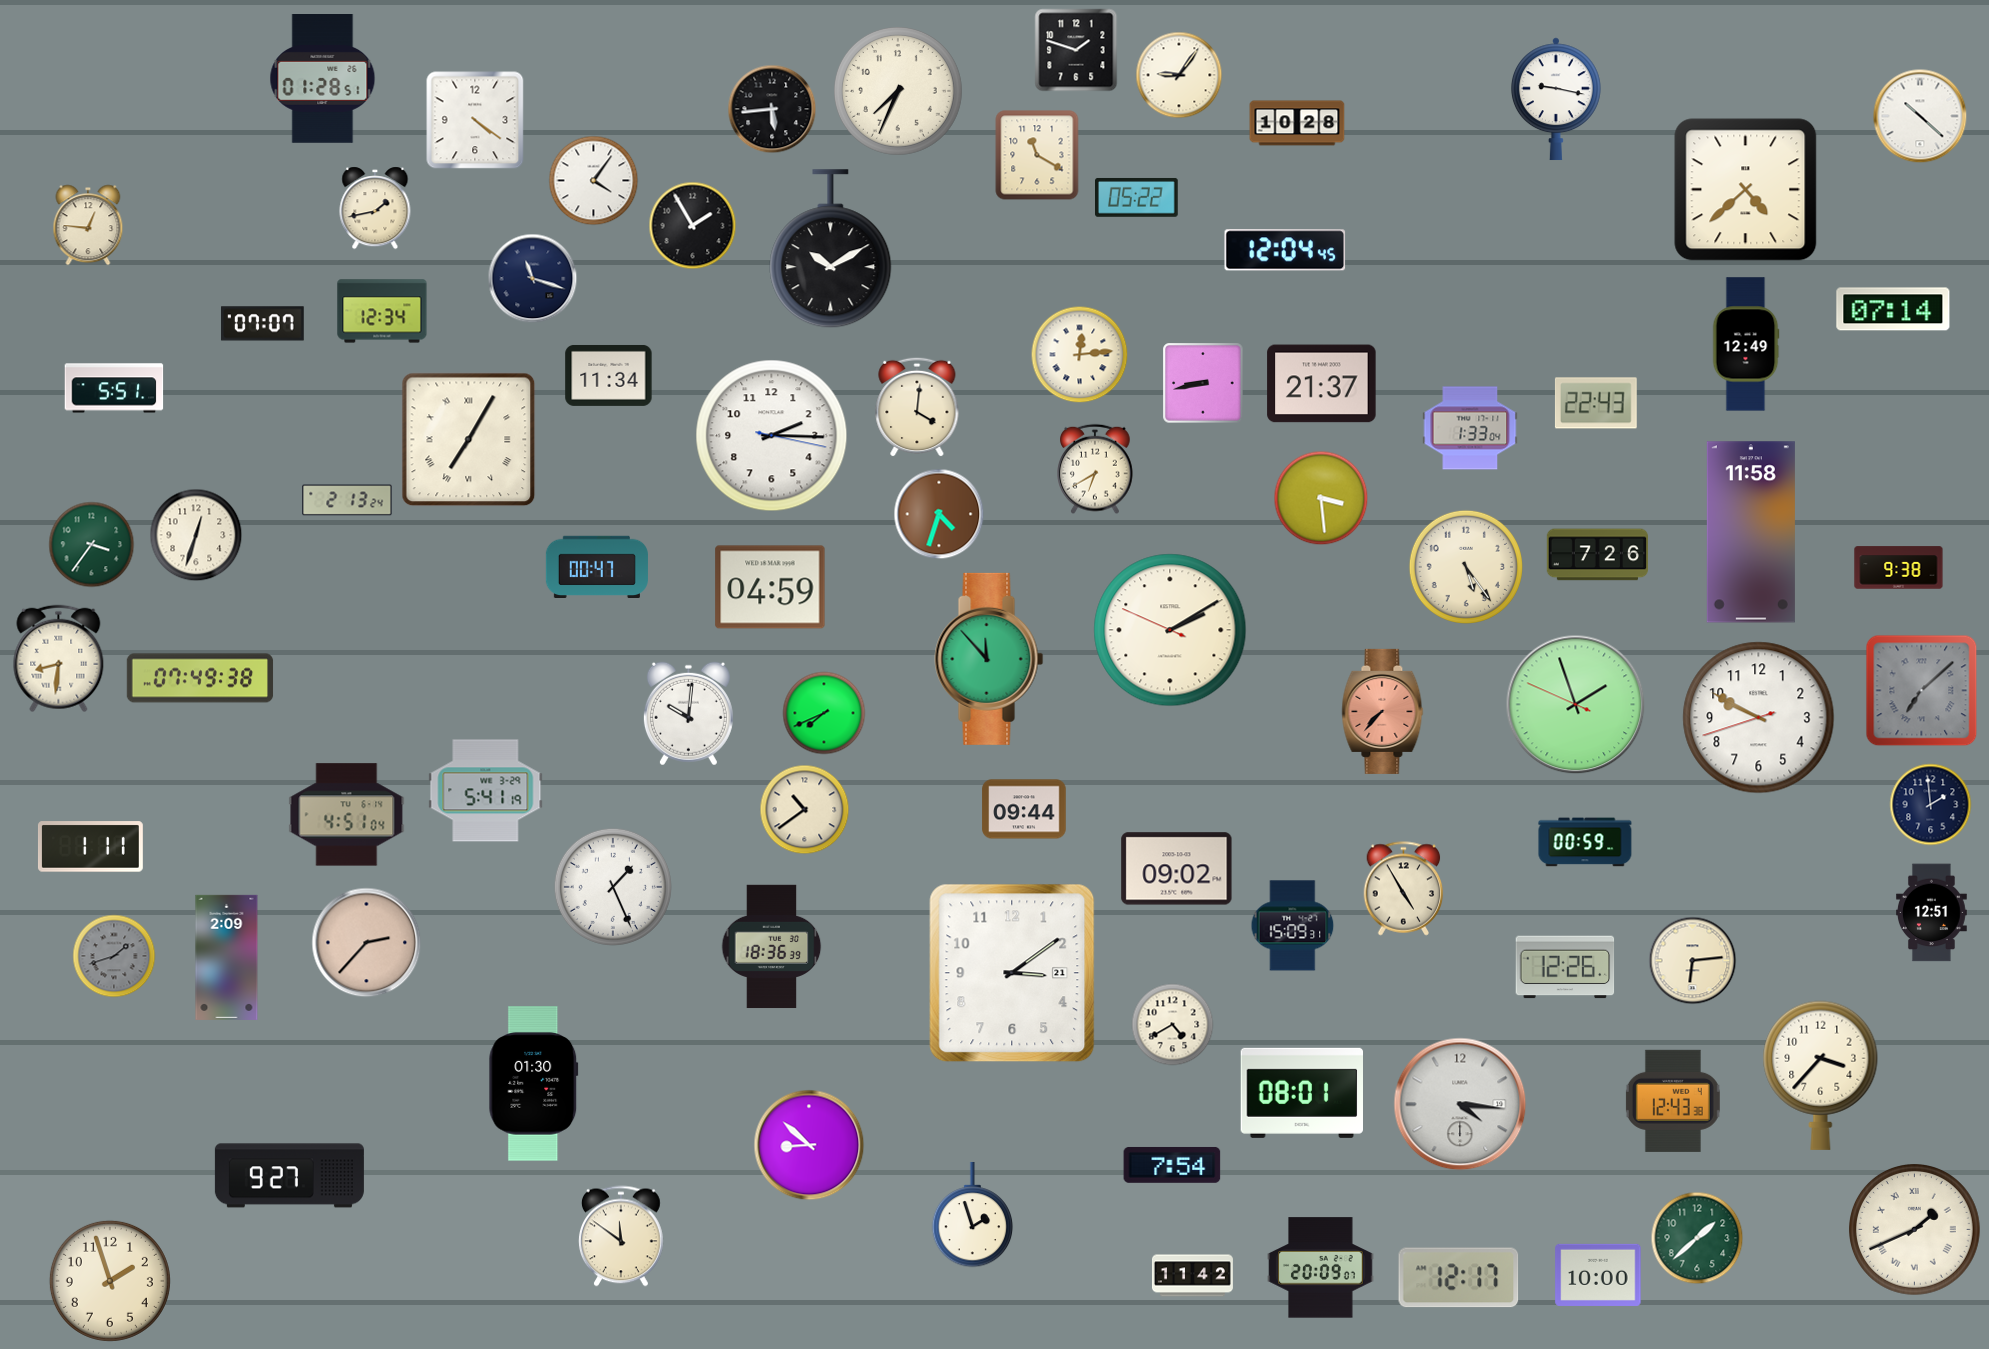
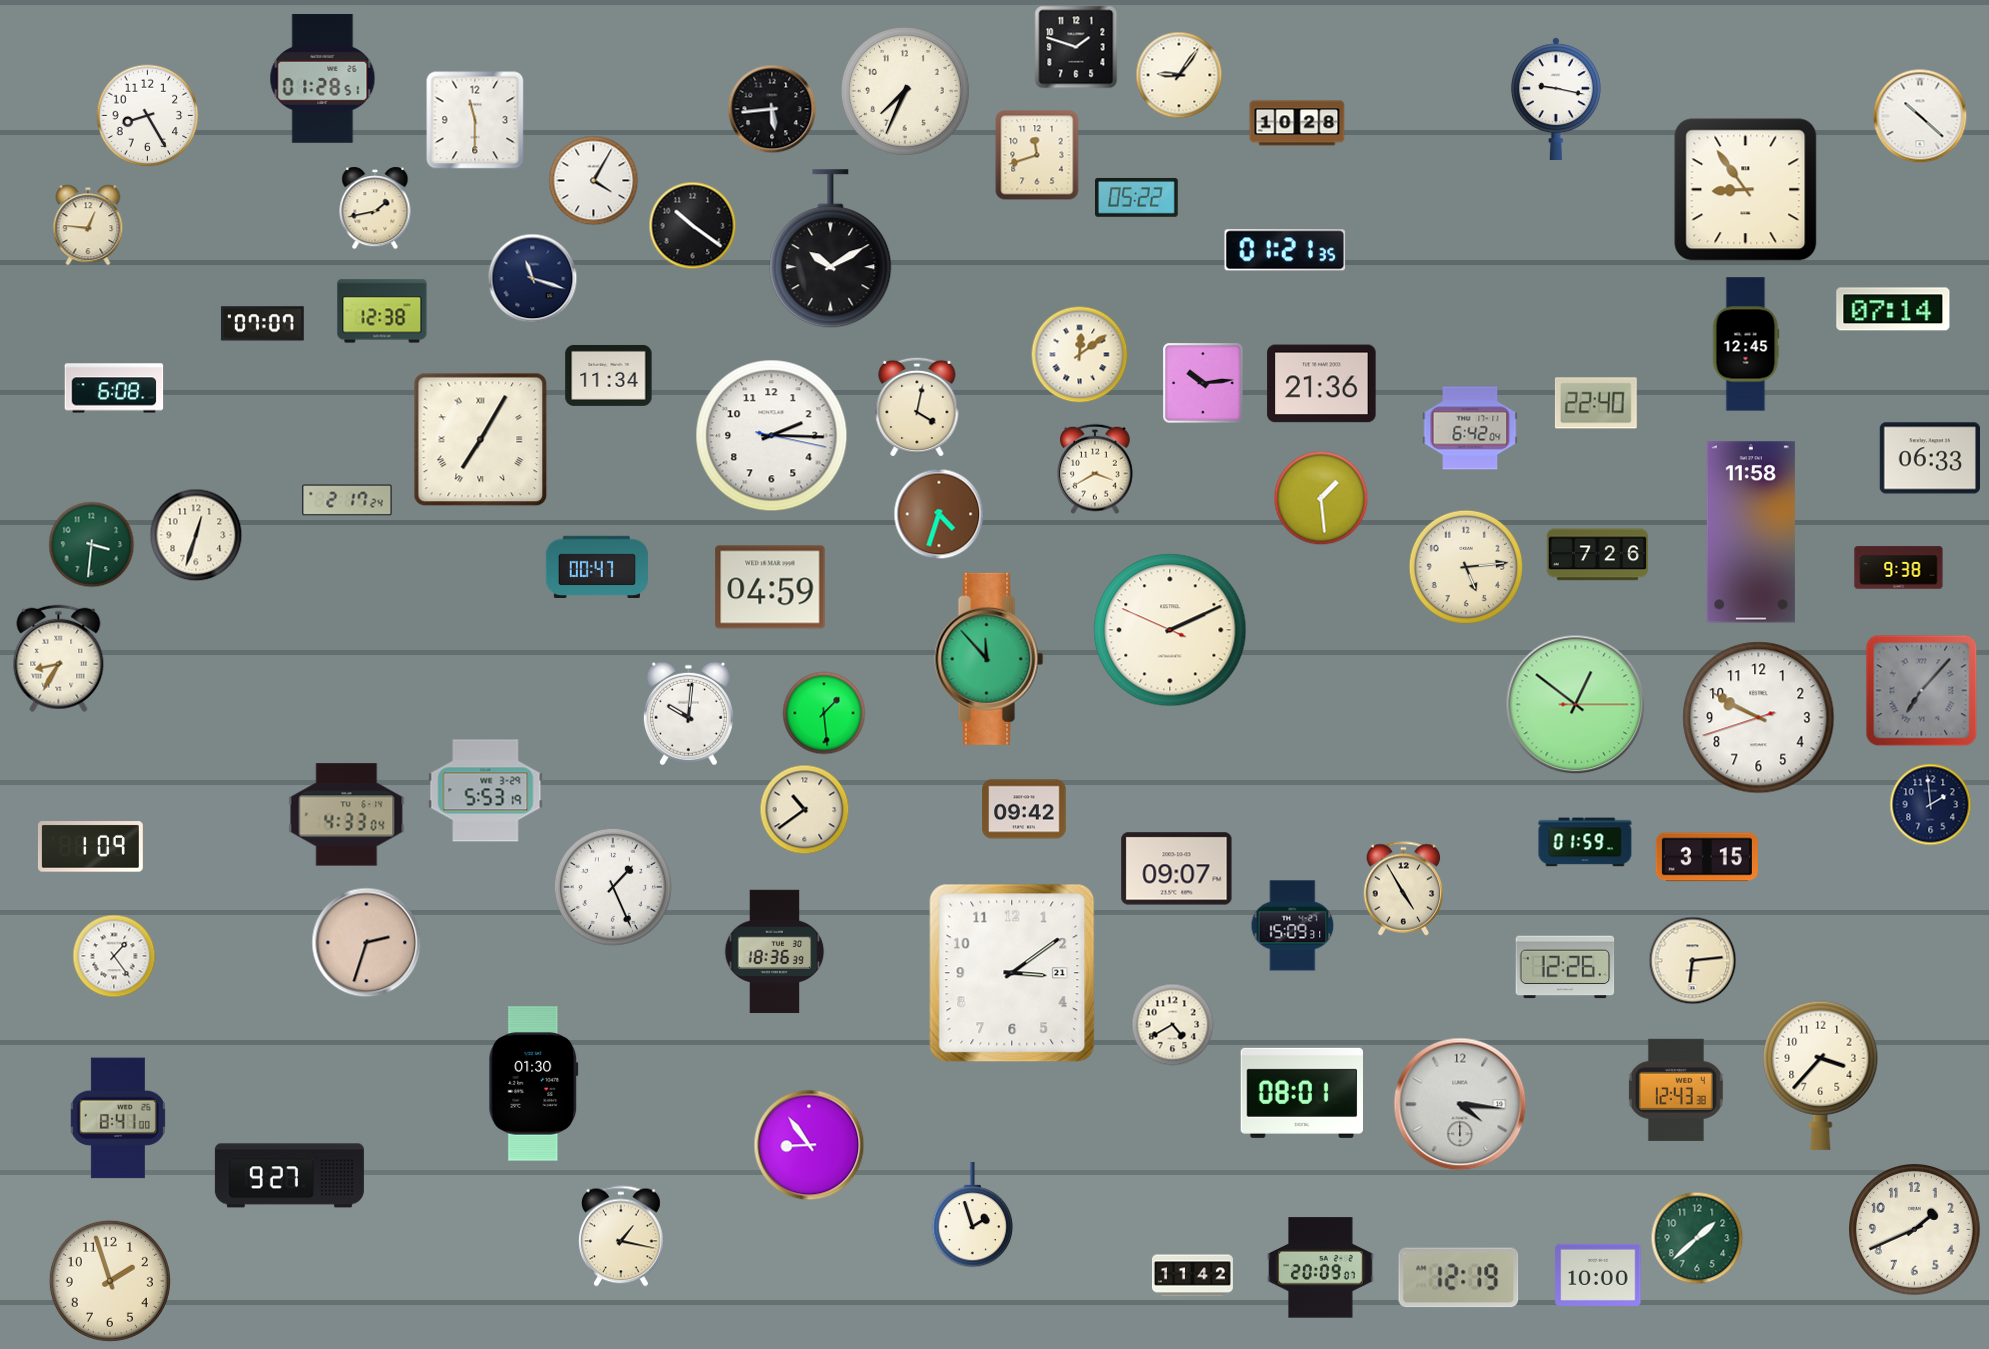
clock at (1076, 50) position: (1076, 50) -> (1076, 47)
clock at (898, 91) position: (898, 91) -> (905, 91)
clock at (148, 116): none -> 8:25
clock at (475, 120): 4:21 -> 11:30
clock at (1037, 155): 11:20 -> 11:42
clock at (594, 181): 4:06 -> 4:05
clock at (1746, 190): 4:38 -> 8:54
clock at (693, 226): 1:55 -> 10:21
clock at (1285, 250): 12:04 -> 01:21
clock at (382, 311): 12:34 -> 12:38
clock at (1746, 344): 12:49 -> 12:45
clock at (1080, 355): 12:14 -> 12:09
clock at (1203, 383): 8:43 -> 10:14
clock at (1322, 384): 21:37 -> 21:36
clock at (114, 388): 5:51 -> 6:08
clock at (1596, 403): 22:43 -> 22:40
clock at (917, 407): 4:01 -> 4:02
clock at (1470, 428): 1:33 -> 6:42
clock at (469, 440) position: (469, 440) -> (481, 440)
clock at (1929, 458): none -> 06:33
clock at (1096, 469): 6:40 -> 3:40
clock at (1321, 498): 3:29 -> 1:29
clock at (347, 500): 2:13 -> 2:17
clock at (92, 545): 3:36 -> 3:31
clock at (1466, 567): 5:24 -> 5:14
clock at (1170, 630): 2:09 -> 2:10
clock at (59, 659): 8:31 -> 8:35
clock at (200, 678): 07:49 -> none
clock at (1922, 691): 7:08 -> 7:07
clock at (1576, 705): 1:56 -> 12:51
clock at (1383, 711): 7:37 -> none
clock at (824, 713): 7:41 -> 1:29
clock at (486, 791): 5:41 -> 5:53
clock at (1024, 809): 09:44 -> 09:42
clock at (347, 815): 4:51 -> 4:33
clock at (1585, 842): 00:59 -> 01:59
clock at (90, 847): 1:11 -> 1:09
clock at (1707, 857): none -> 3:15
clock at (1177, 869): 09:02 -> 09:07
clock at (1932, 913): 12:51 -> none
clock at (367, 943): 2:37 -> 2:33
clock at (772, 947) position: (772, 947) -> (775, 952)
clock at (114, 956): 1:42 -> 1:24
clock at (114, 956) dial: grey -> white
clock at (227, 957): 2:09 -> none
clock at (1673, 1101) position: (1673, 1101) -> (1676, 1090)
clock at (118, 1118): none -> 8:41
clock at (809, 1145): 8:52 -> 8:54
clock at (1172, 1165): 7:54 -> none
clock at (1915, 1230) numerals: Roman -> Arabic
clock at (621, 1236): 11:51 -> 1:17
clock at (1459, 1278): 12:17 -> 12:19
